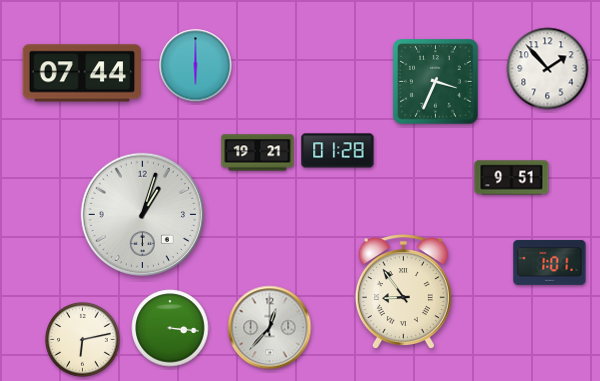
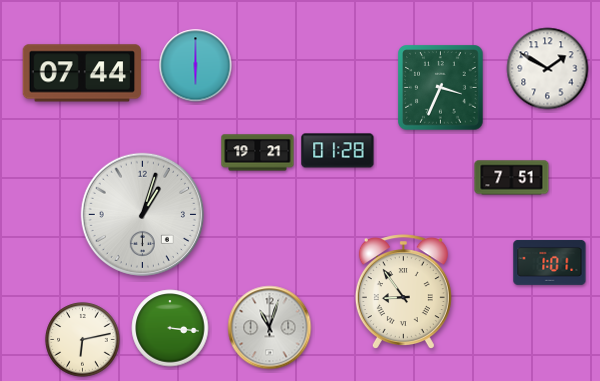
clock at (548, 69): 1:53 -> 1:50
clock at (436, 82) position: (436, 82) -> (441, 88)
clock at (512, 178): 9:51 -> 7:51
clock at (270, 328): 12:37 -> 11:03
